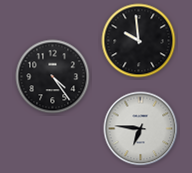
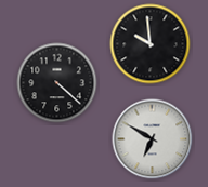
clock at (53, 77): 4:24 -> 4:22
clock at (141, 129): 6:46 -> 6:50
